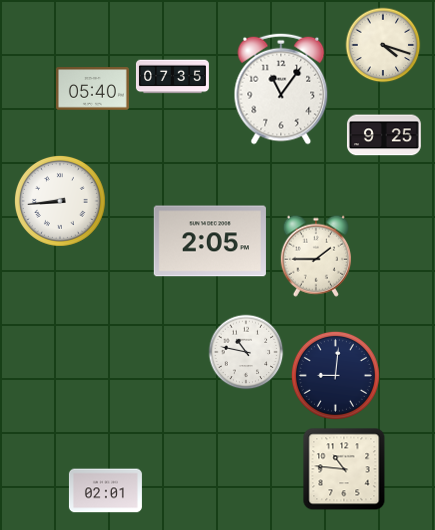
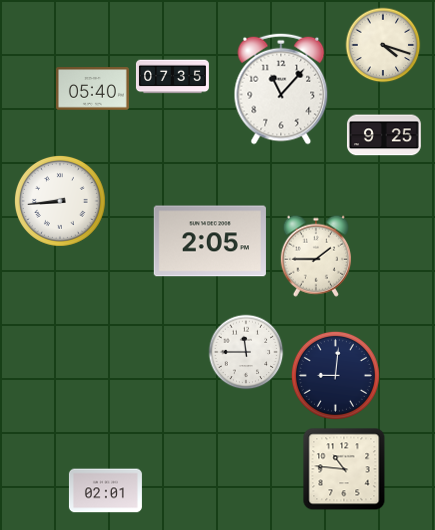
clock at (281, 89): 11:06 -> 11:07
clock at (246, 352): 10:47 -> 11:45
